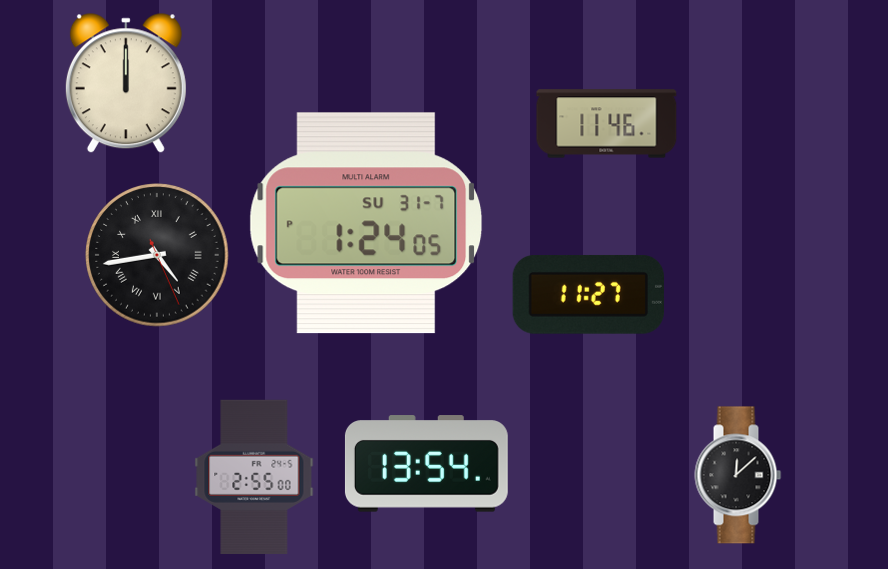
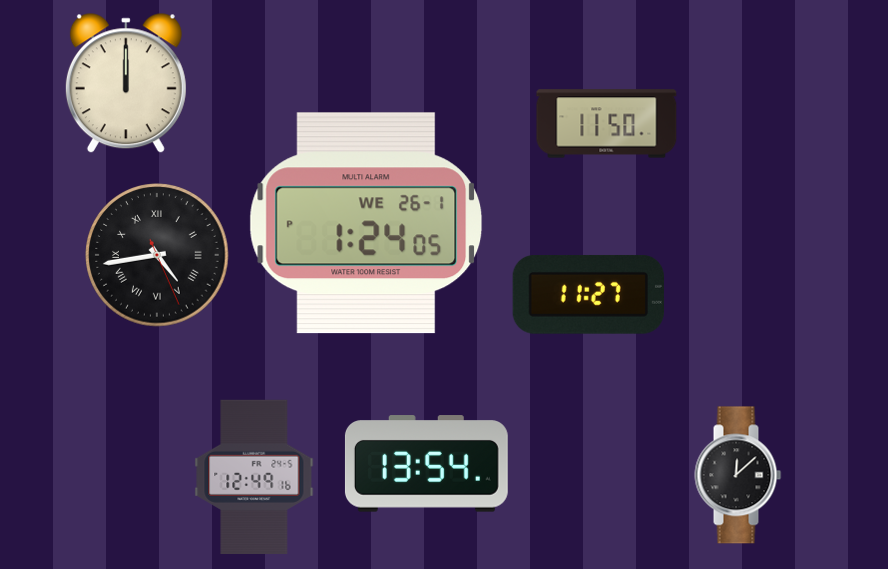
clock at (607, 124): 11:46 -> 11:50
clock at (366, 223) date: SU 31-7 -> WE 26-1
clock at (254, 477): 2:55 -> 12:49
